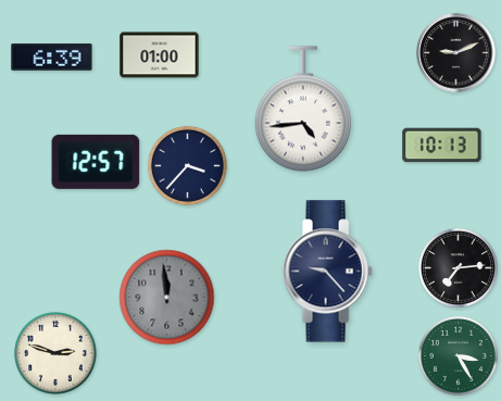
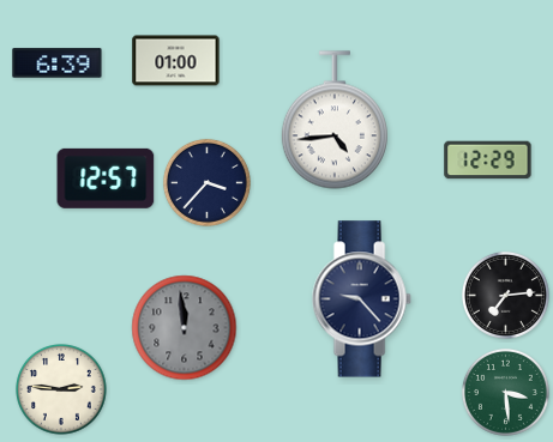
clock at (456, 53): 9:11 -> none
clock at (442, 146): 10:13 -> 12:29
clock at (57, 354): 2:48 -> 2:46
clock at (458, 355): 3:25 -> 3:29
